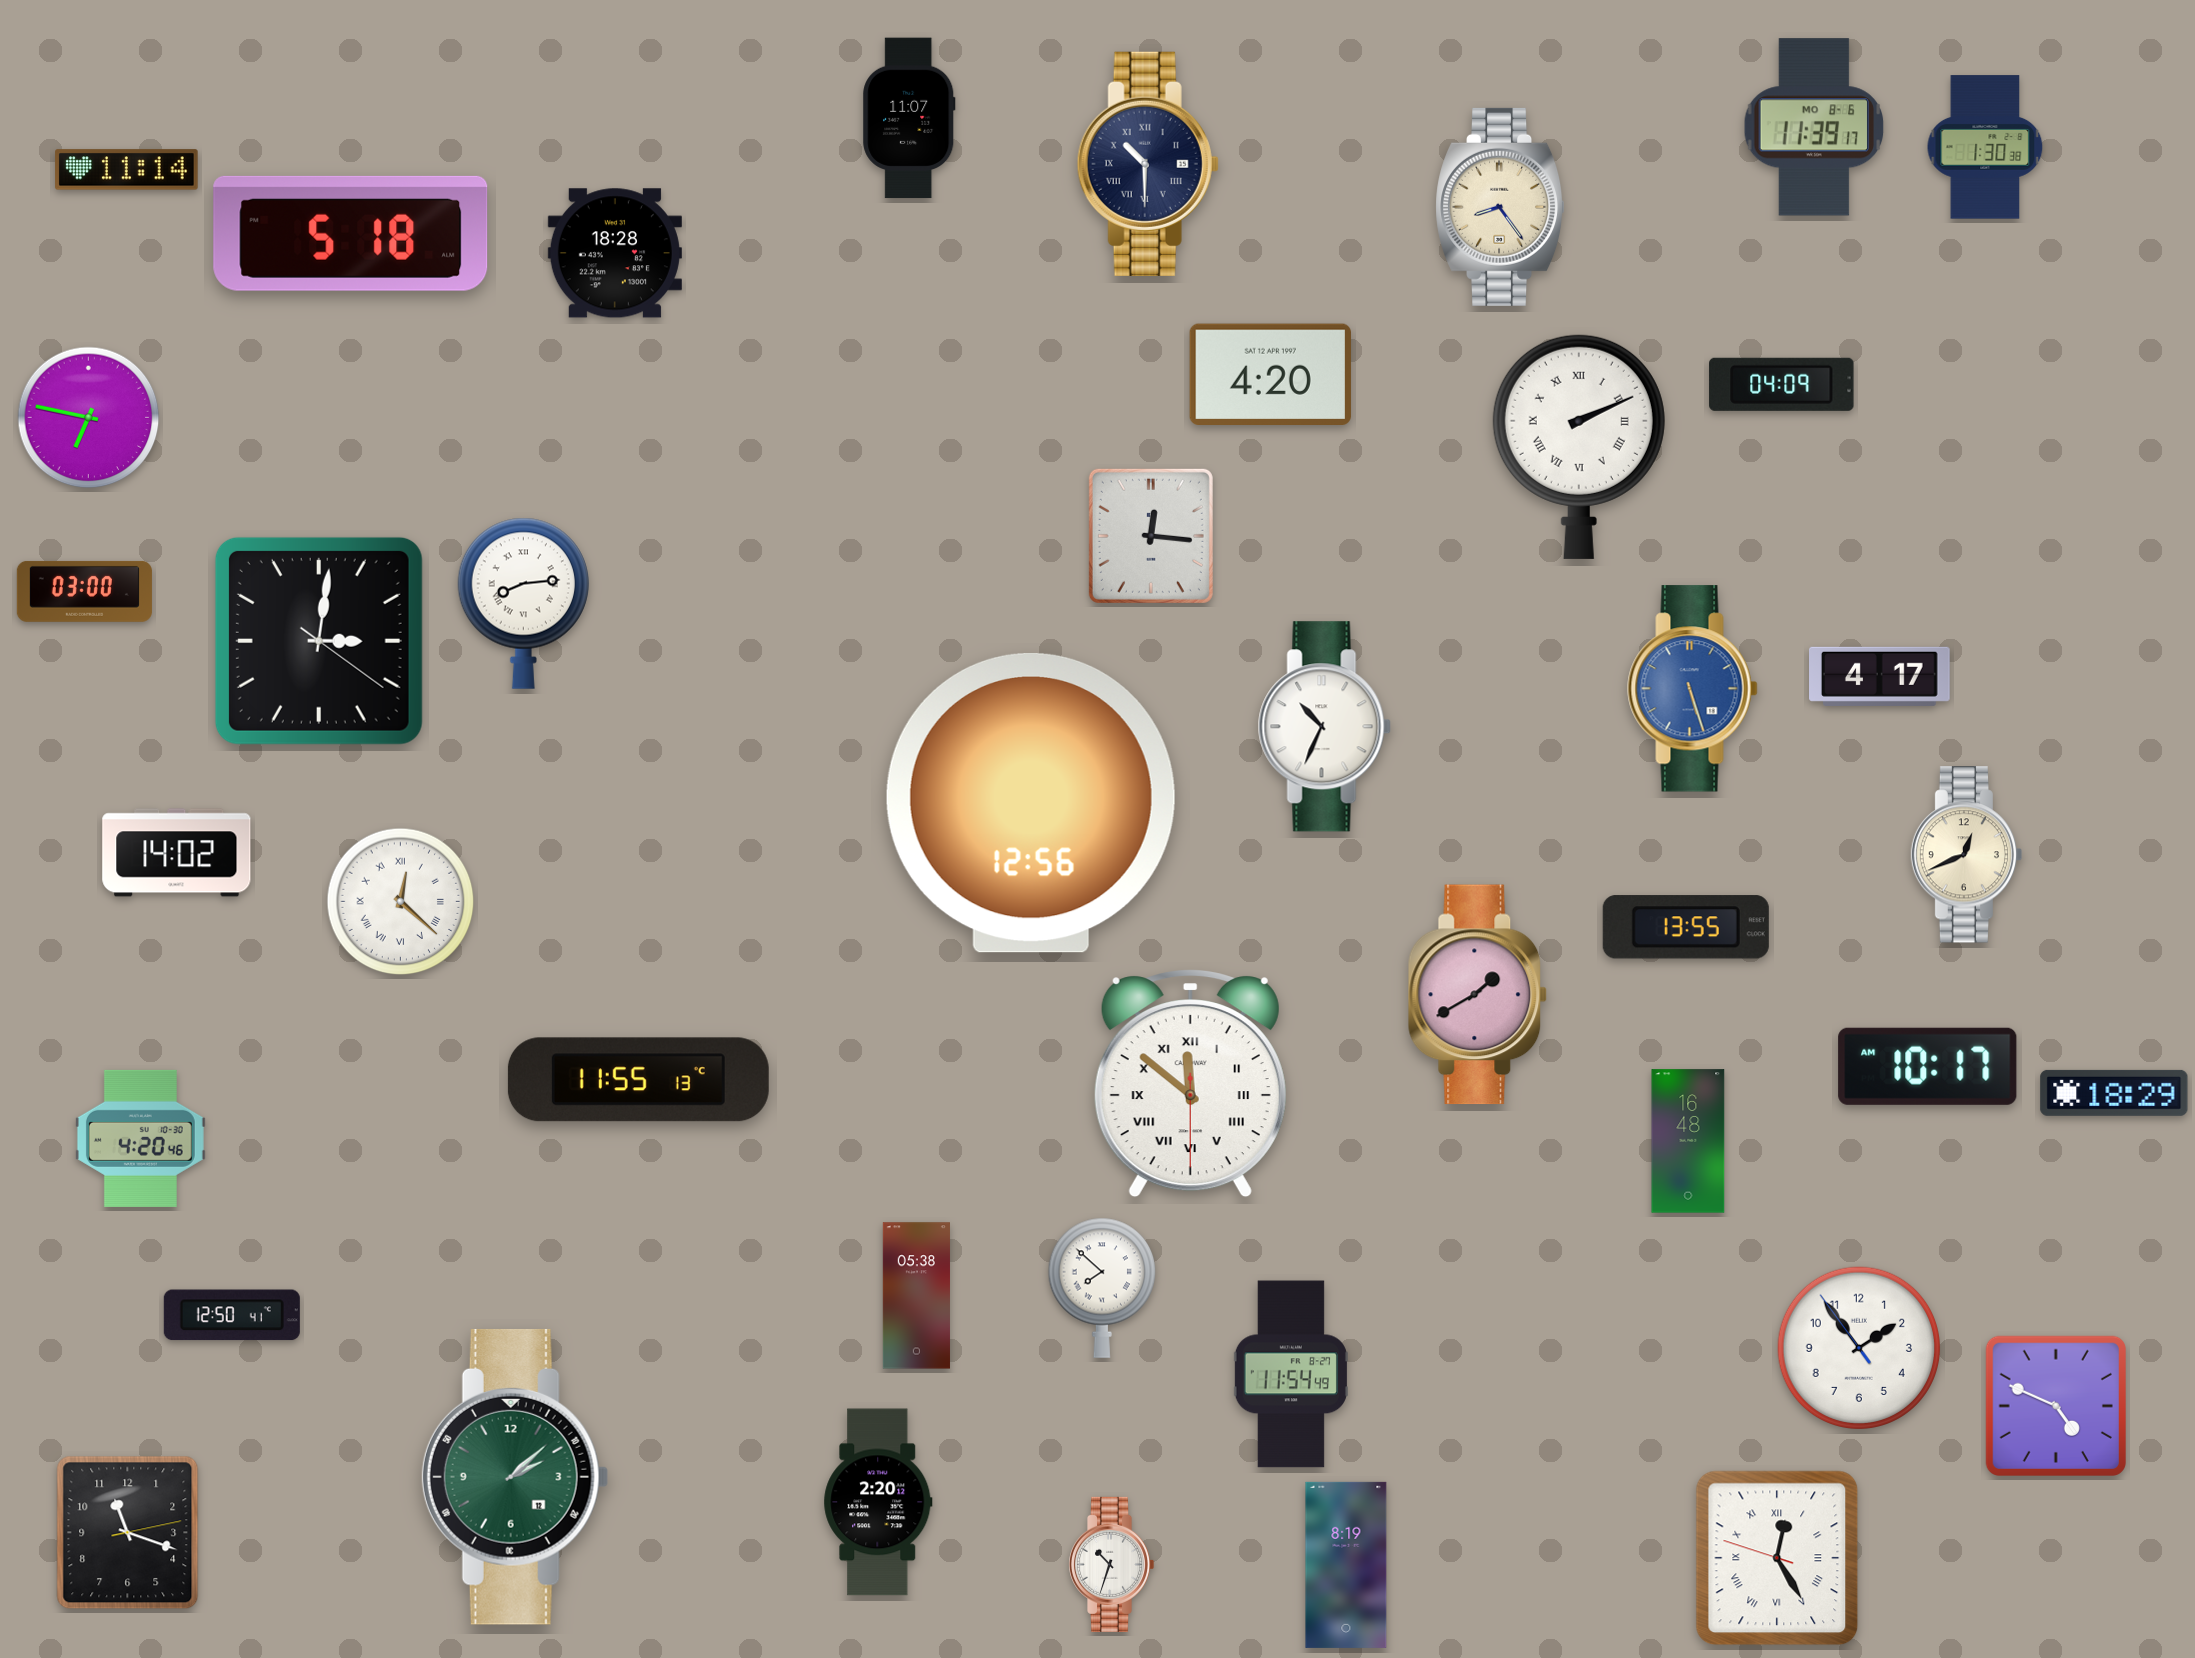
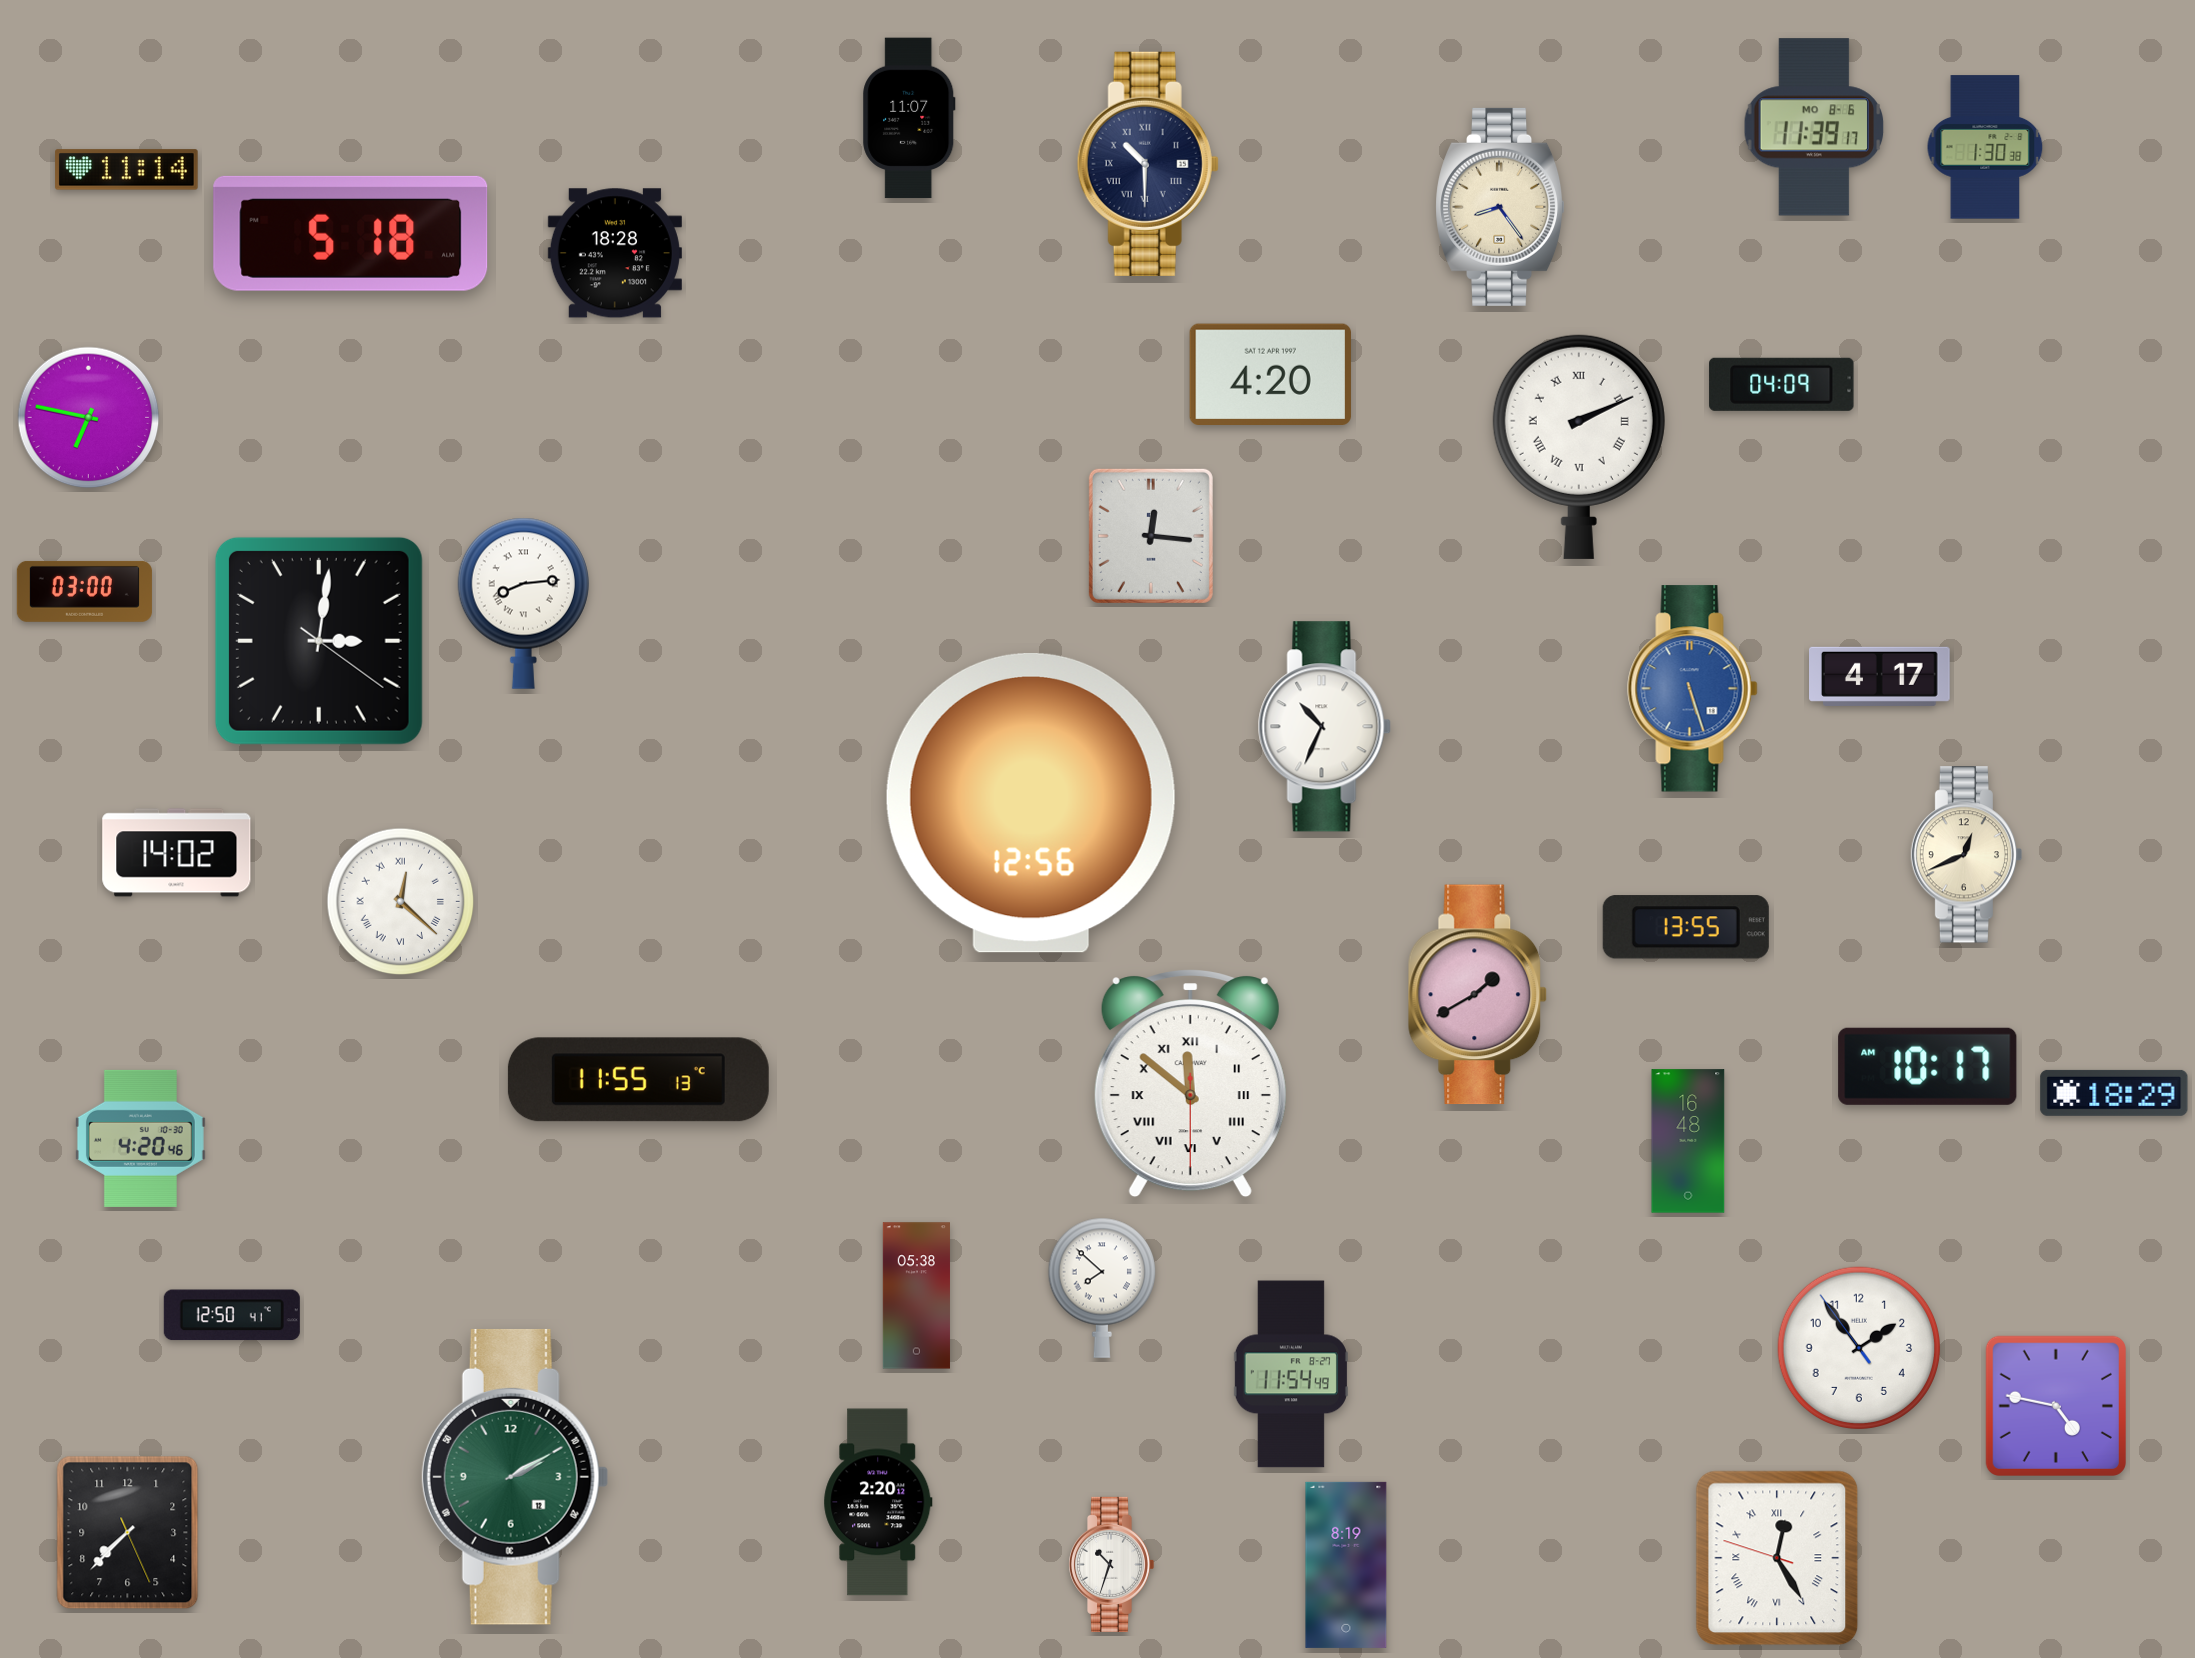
clock at (2056, 1406): 4:49 -> 4:47
clock at (515, 1477): 2:08 -> 2:10
clock at (128, 1533): 11:18 -> 7:37
